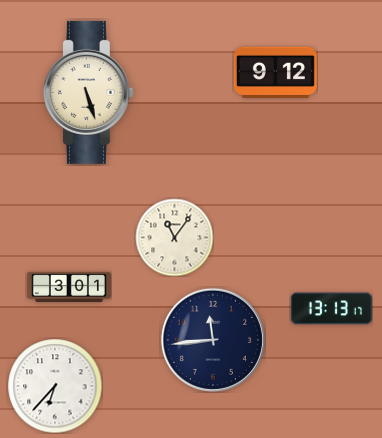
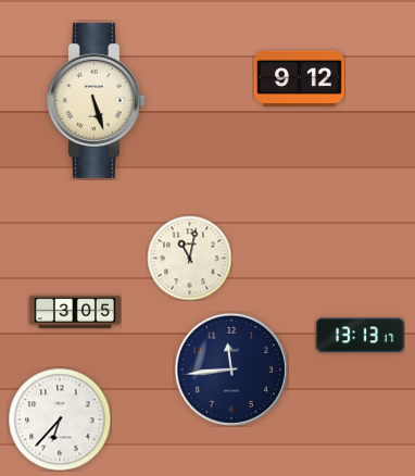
clock at (174, 237): 11:06 -> 11:02
clock at (69, 286): 3:01 -> 3:05
